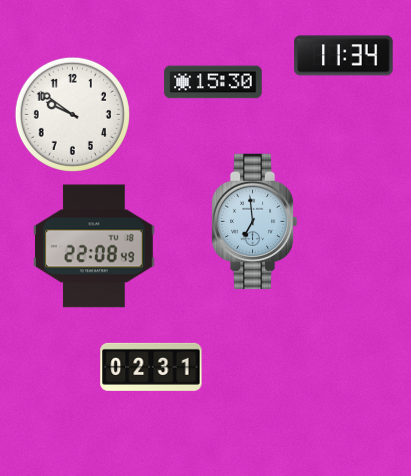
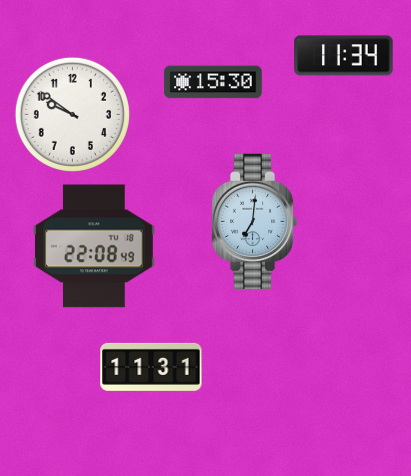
clock at (254, 222): 6:59 -> 7:01
clock at (151, 367): 02:31 -> 11:31
